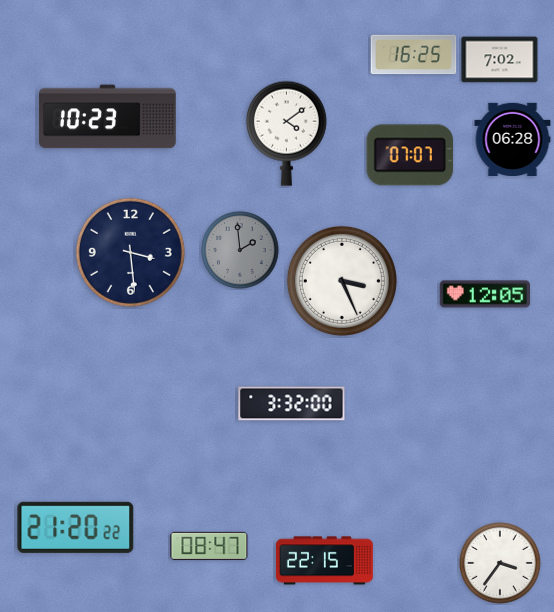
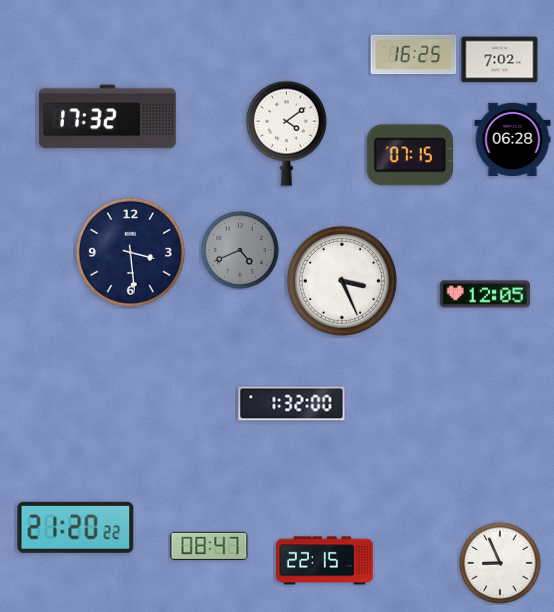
clock at (108, 117): 10:23 -> 17:32
clock at (410, 155): 07:07 -> 07:15
clock at (240, 250): 1:59 -> 4:41
clock at (292, 404): 3:32 -> 1:32
clock at (500, 563): 3:36 -> 8:56
